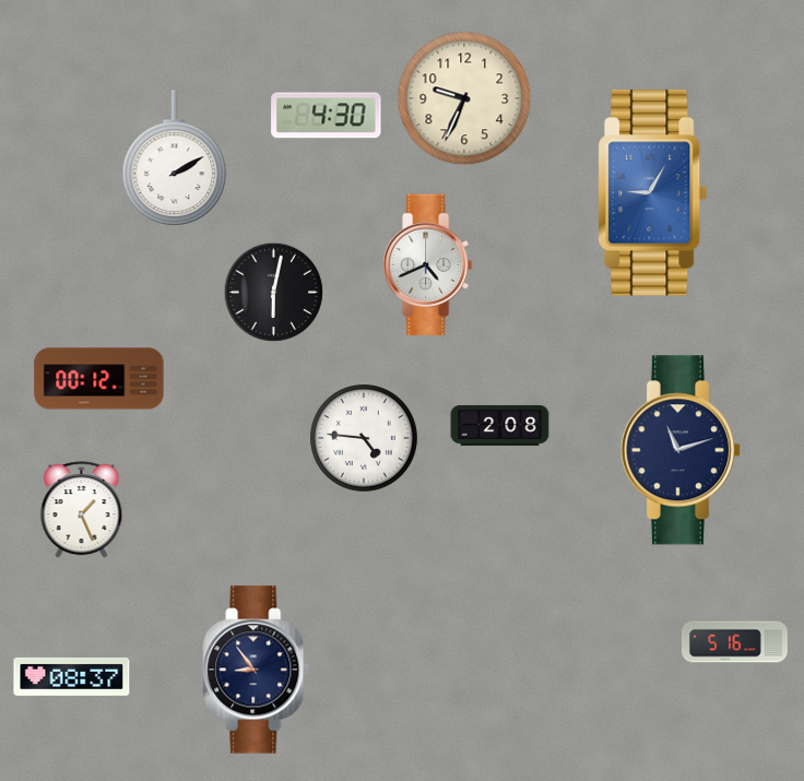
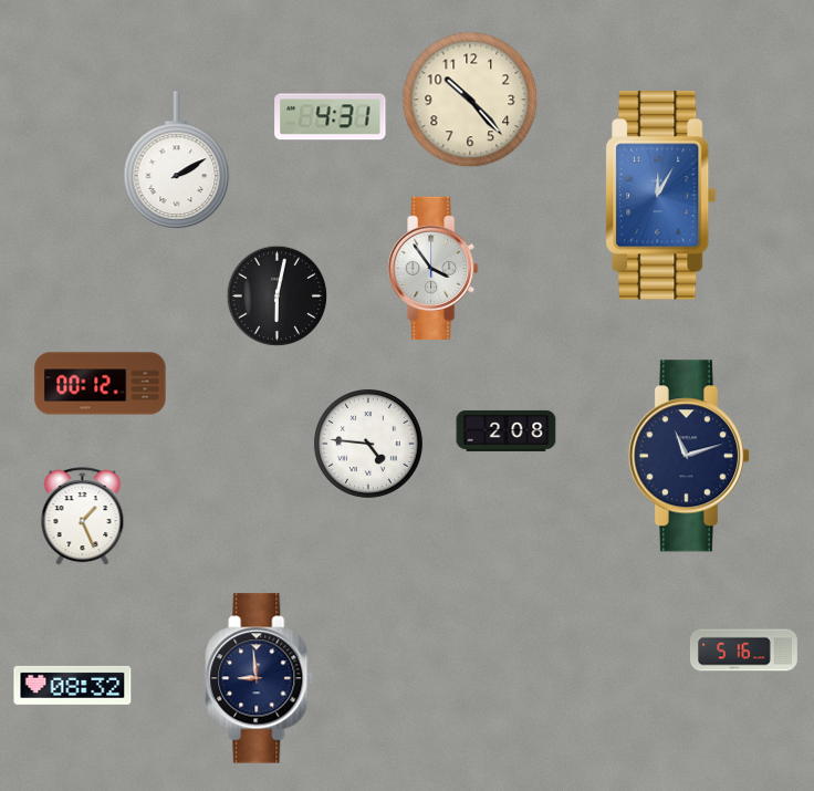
clock at (464, 98): 9:34 -> 10:23
clock at (327, 116): 4:30 -> 4:31
clock at (653, 193): 9:05 -> 12:05
clock at (428, 264): 4:41 -> 3:54
clock at (256, 670): 8:54 -> 8:59
clock at (72, 676): 08:37 -> 08:32
